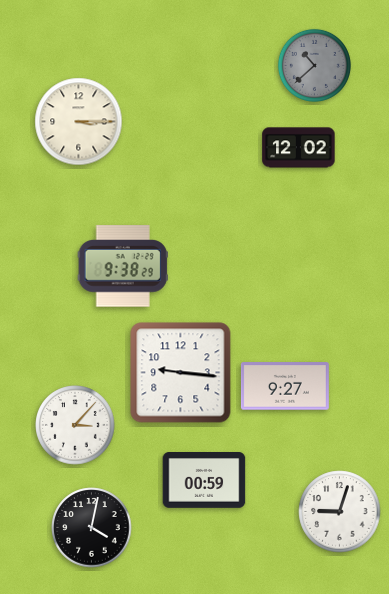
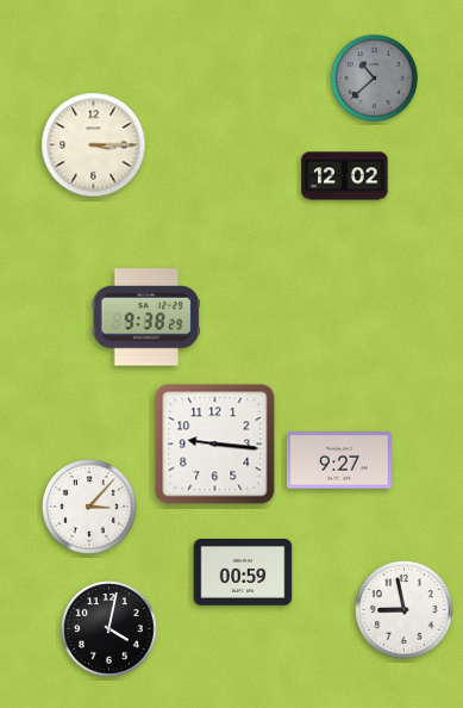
clock at (299, 148) position: (299, 148) -> (345, 176)
clock at (340, 512): 9:03 -> 8:58
